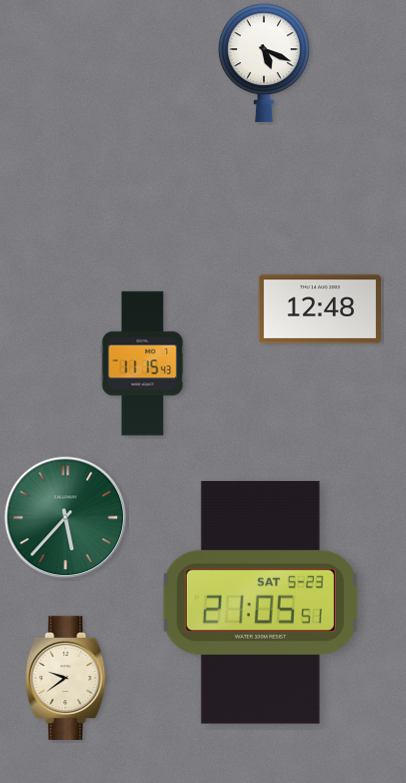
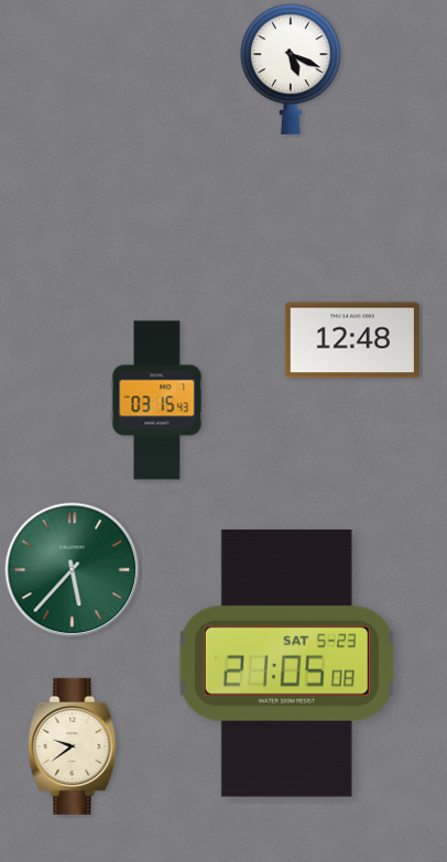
clock at (143, 364): 11:15 -> 03:15
clock at (260, 602): 21:05:51 -> 21:05:08
